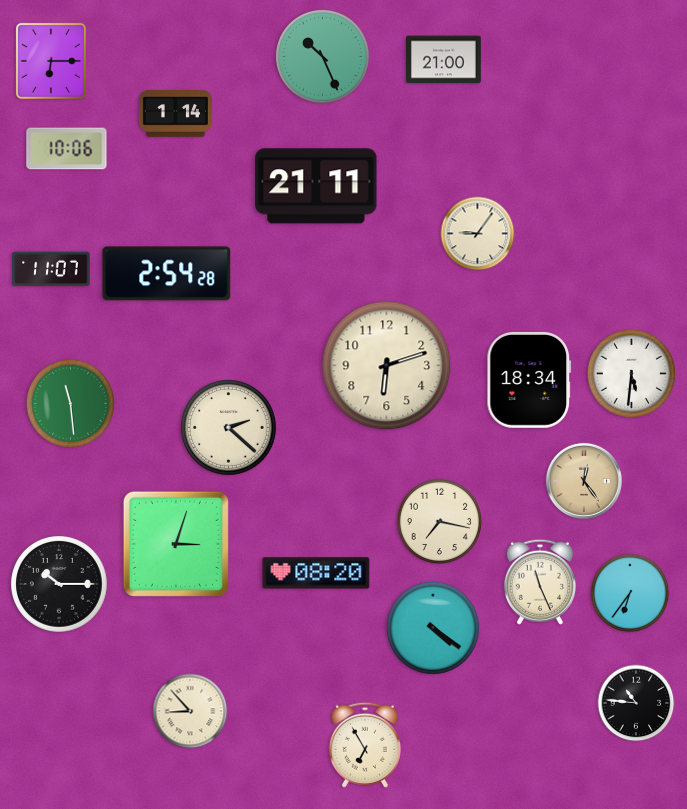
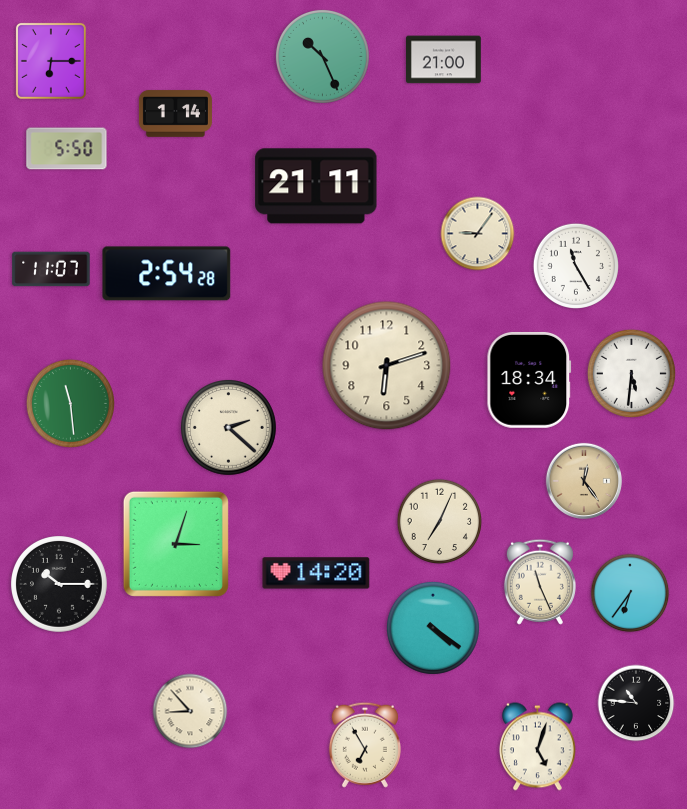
clock at (67, 149): 10:06 -> 5:50
clock at (575, 265): none -> 11:25
clock at (439, 521): 7:17 -> 7:04
clock at (316, 573): 08:20 -> 14:20
clock at (537, 747): none -> 5:03
